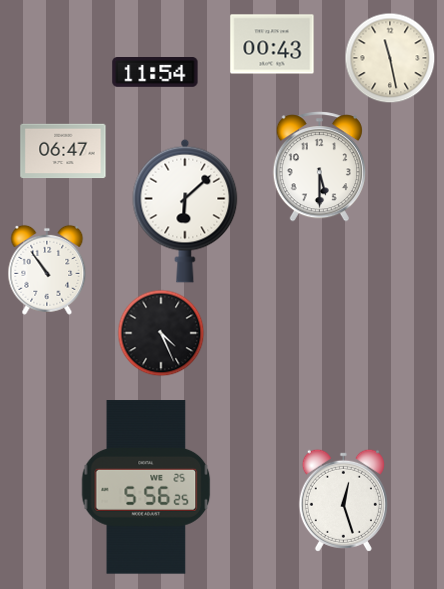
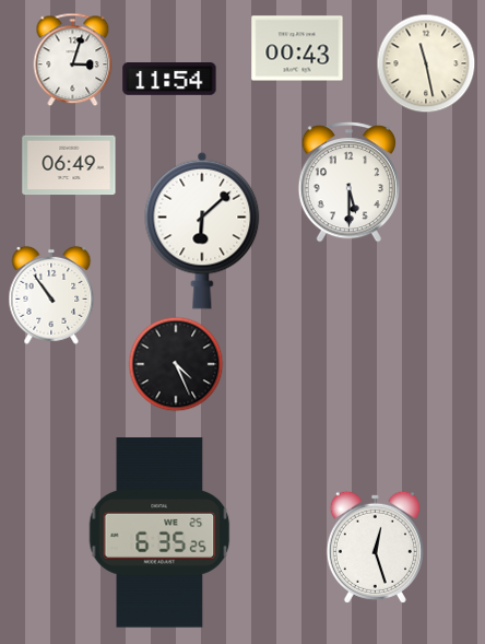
clock at (73, 59): none -> 3:03
clock at (63, 151): 06:47 -> 06:49
clock at (146, 487): 5:56 -> 6:35
